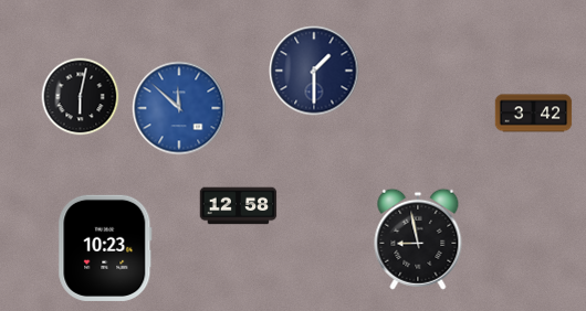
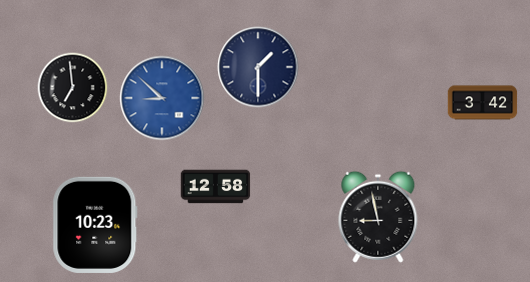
clock at (314, 71) position: (314, 71) -> (258, 67)
clock at (81, 97): 6:02 -> 6:59
clock at (179, 108): 11:52 -> 8:52
